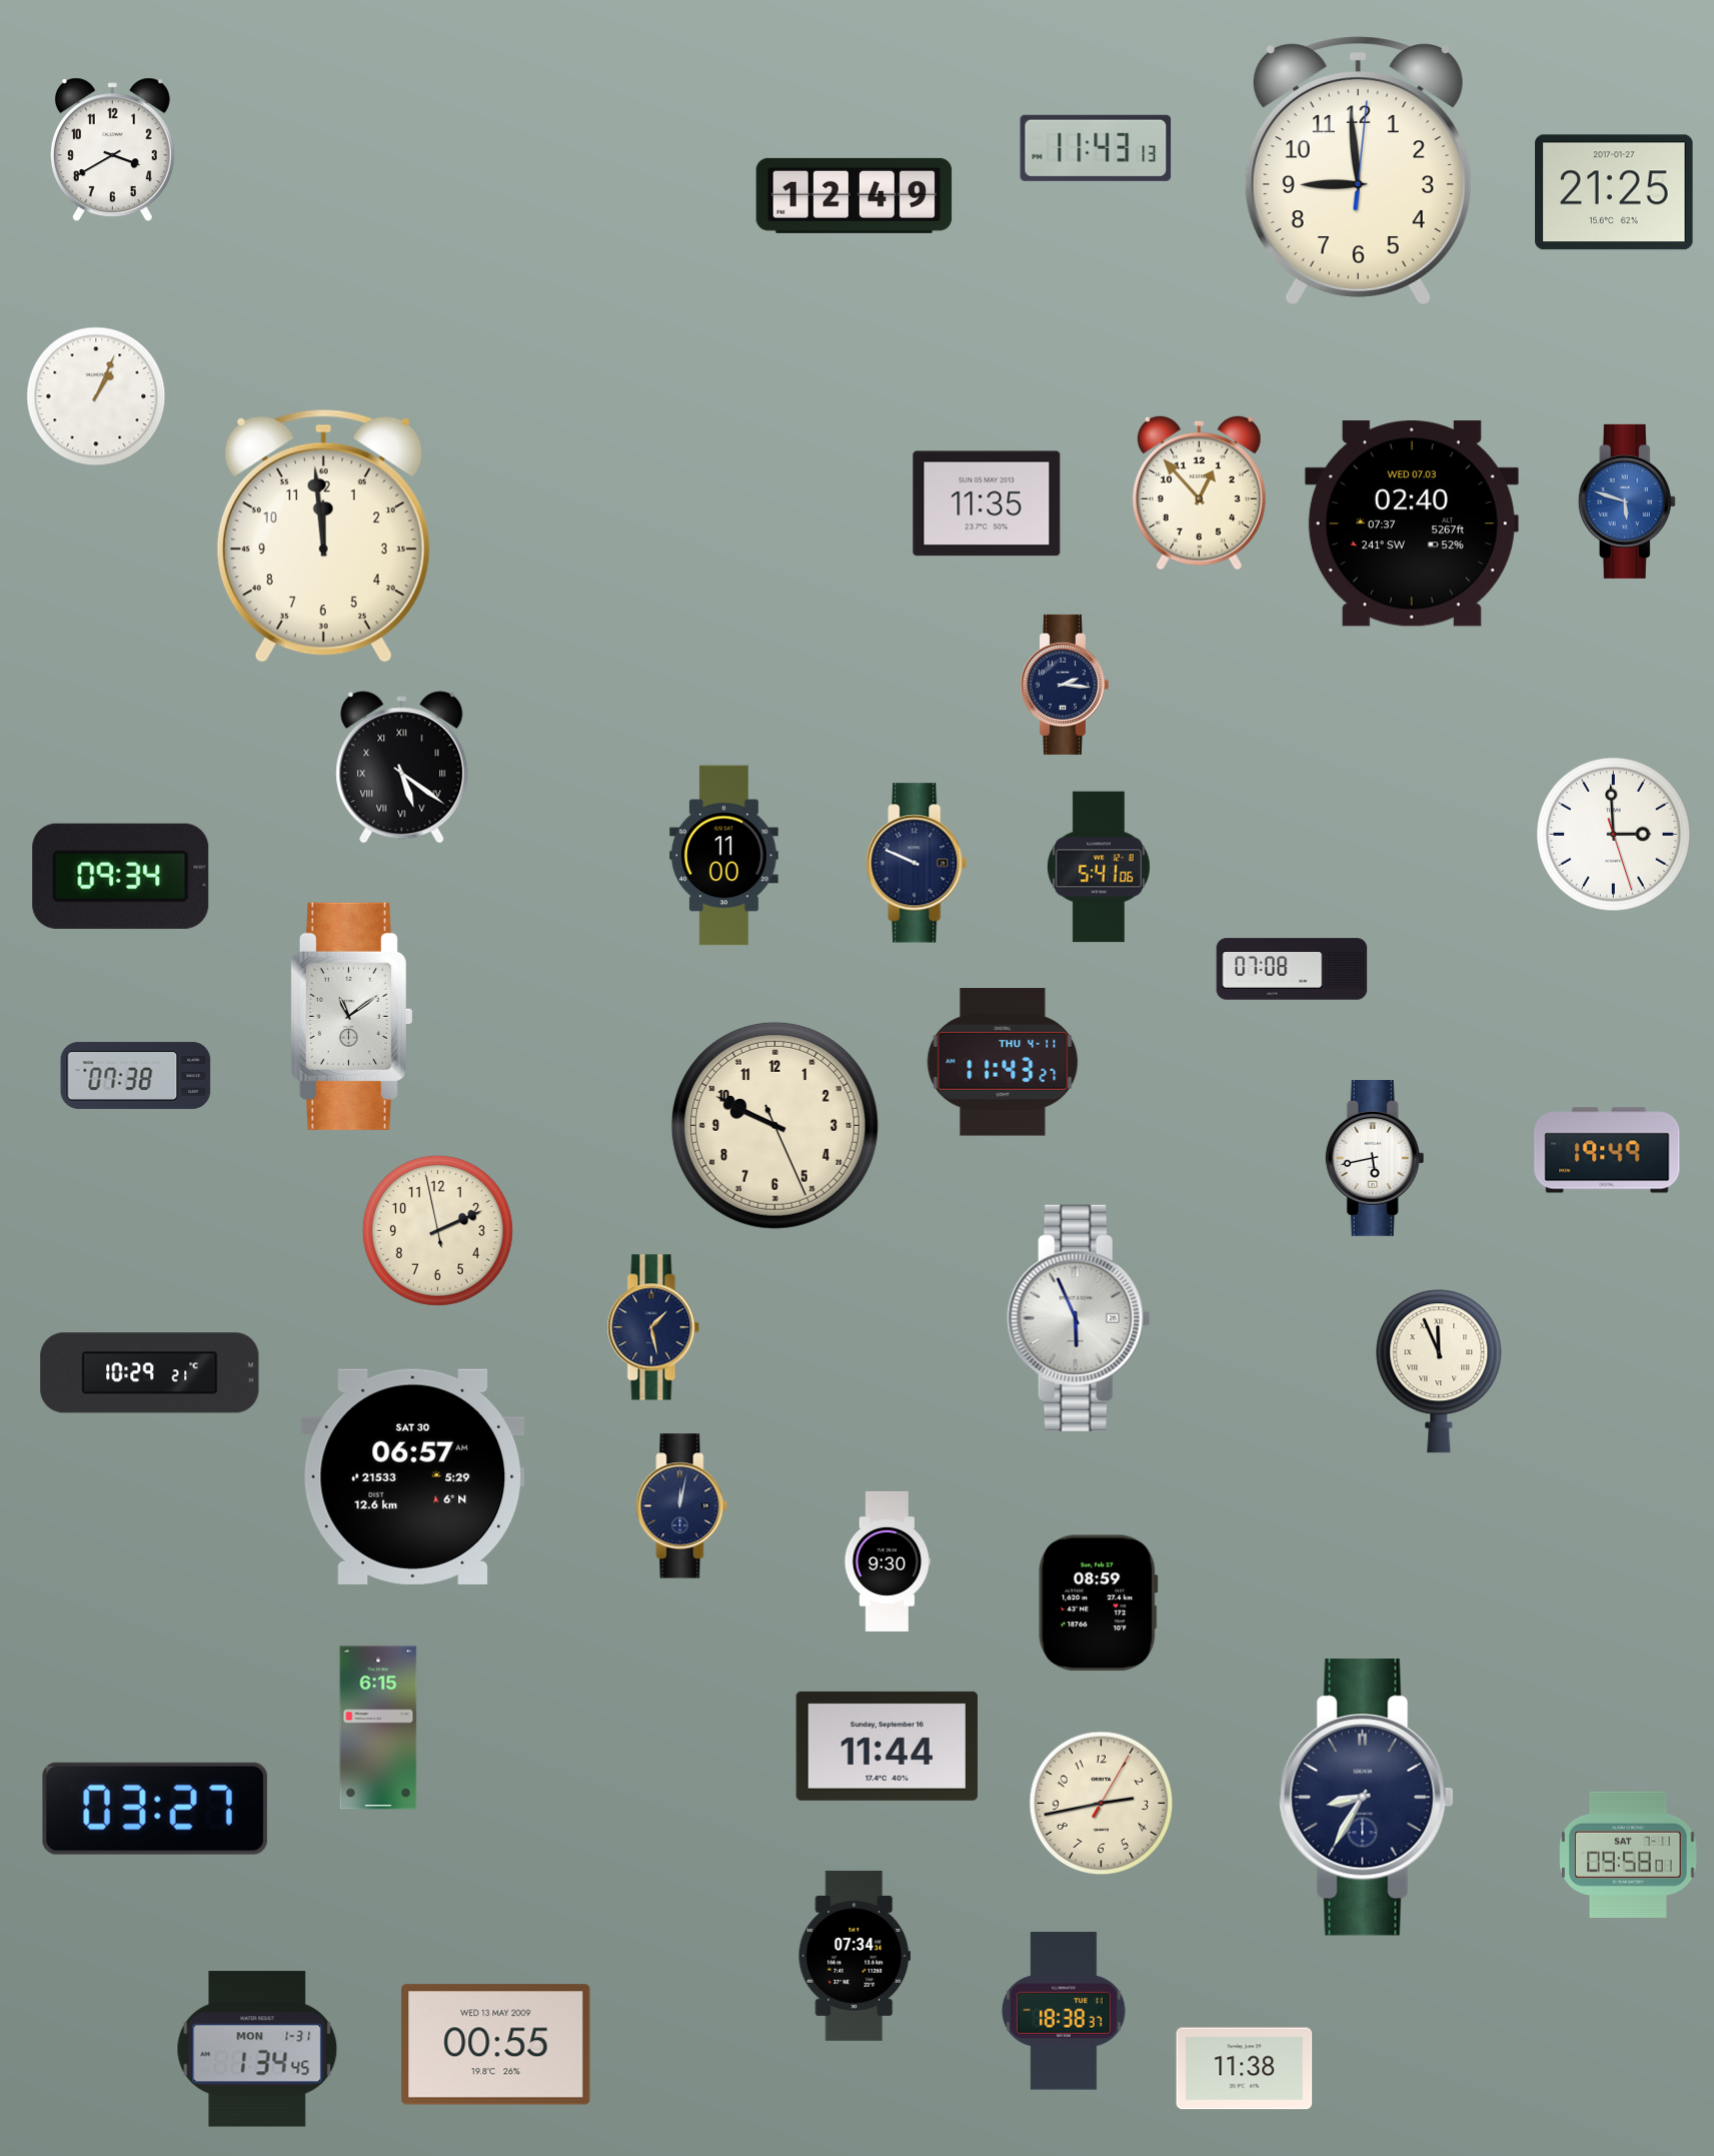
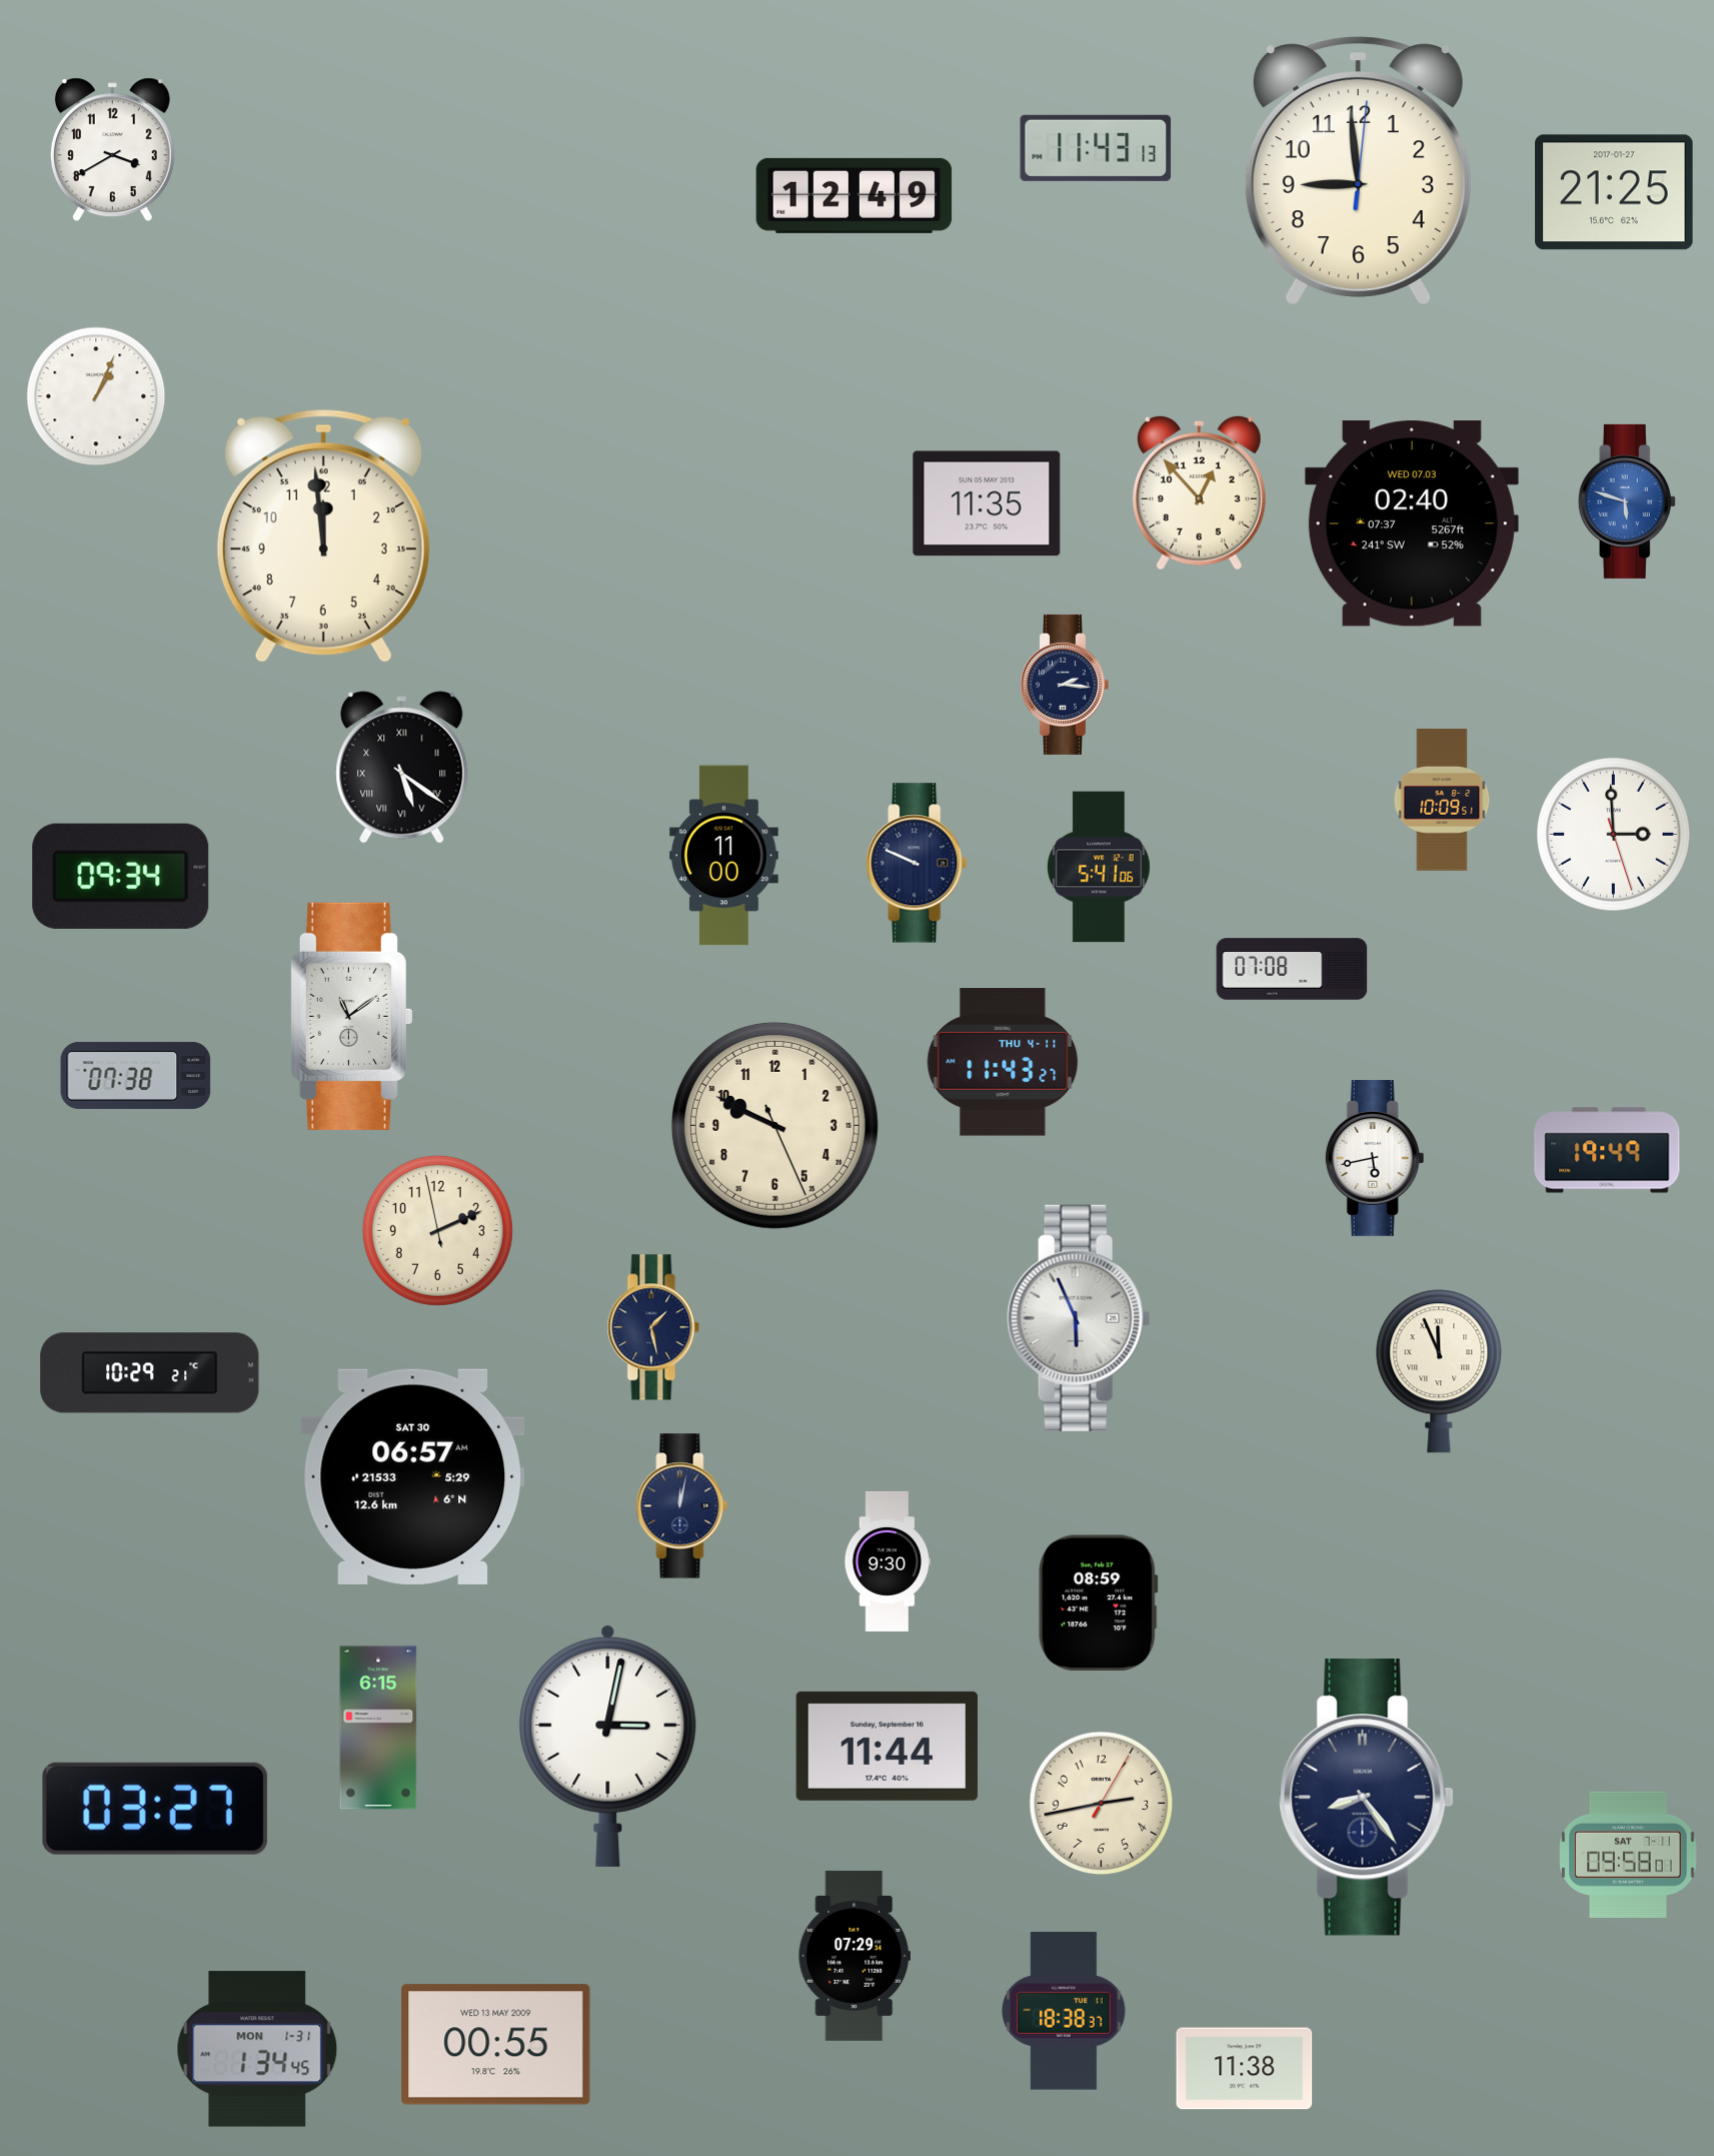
clock at (1442, 801): none -> 10:09
clock at (608, 1746): none -> 3:02
clock at (1366, 1798): 8:35 -> 8:24
clock at (853, 1956): 07:34 -> 07:29
